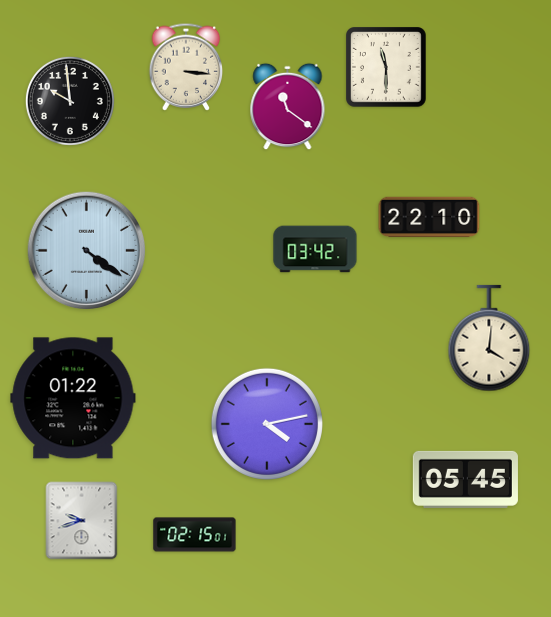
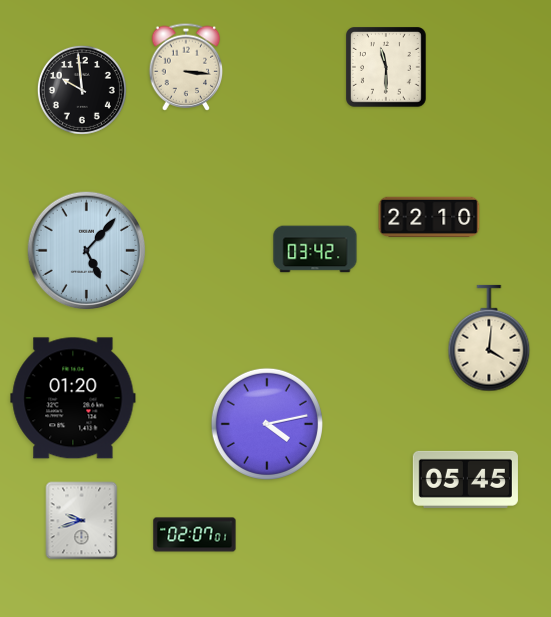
clock at (70, 101) position: (70, 101) -> (82, 90)
clock at (288, 107): 11:21 -> none
clock at (87, 251): 4:21 -> 5:07
clock at (73, 398): 01:22 -> 01:20
clock at (195, 535): 02:15 -> 02:07
